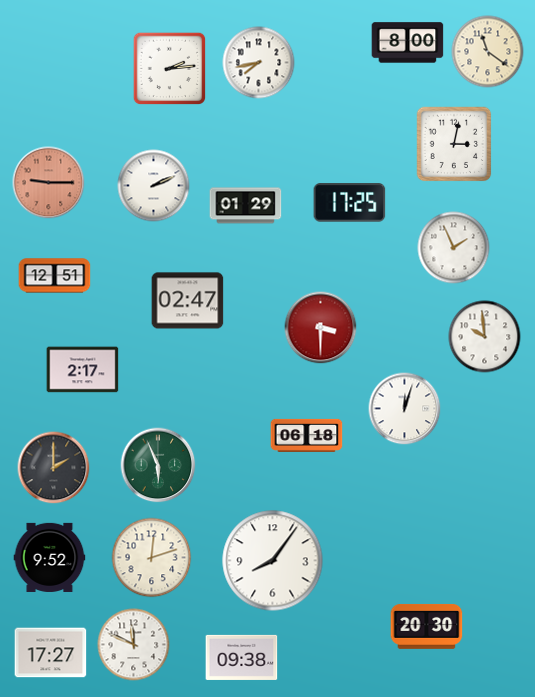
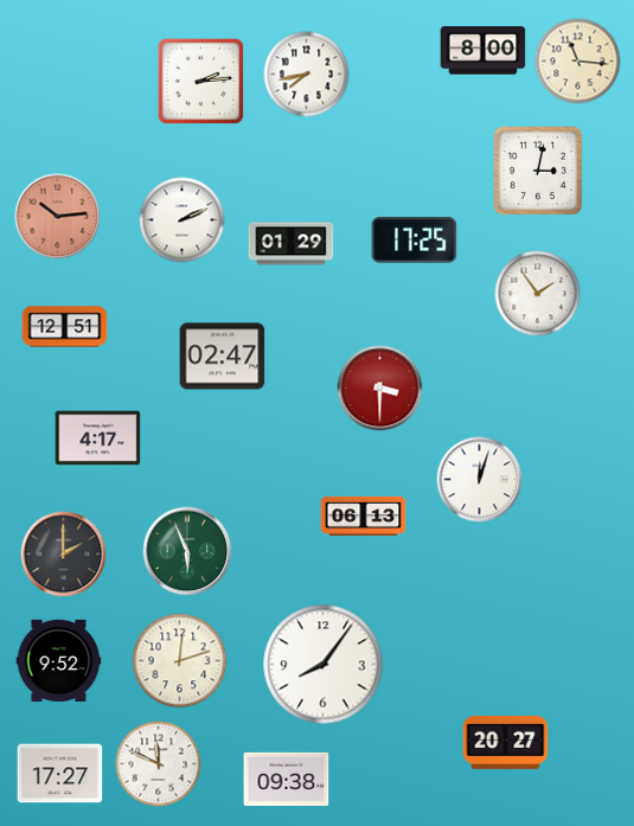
clock at (488, 52): 11:21 -> 11:16
clock at (49, 183): 9:15 -> 10:14
clock at (454, 248): 1:56 -> 1:54
clock at (485, 337): 9:59 -> none
clock at (83, 370): 2:17 -> 4:17
clock at (405, 409) position: (405, 409) -> (480, 480)
clock at (307, 435): 06:18 -> 06:13
clock at (427, 626): 20:30 -> 20:27
